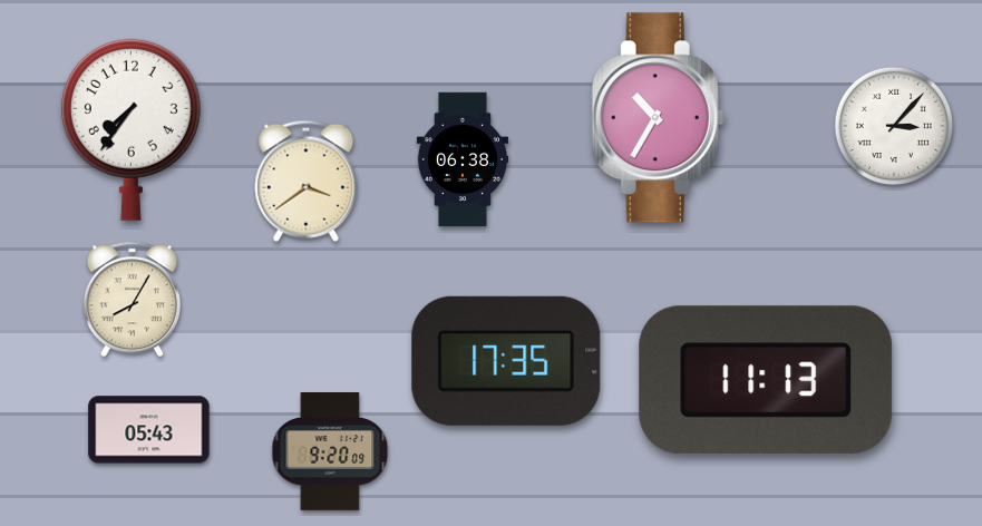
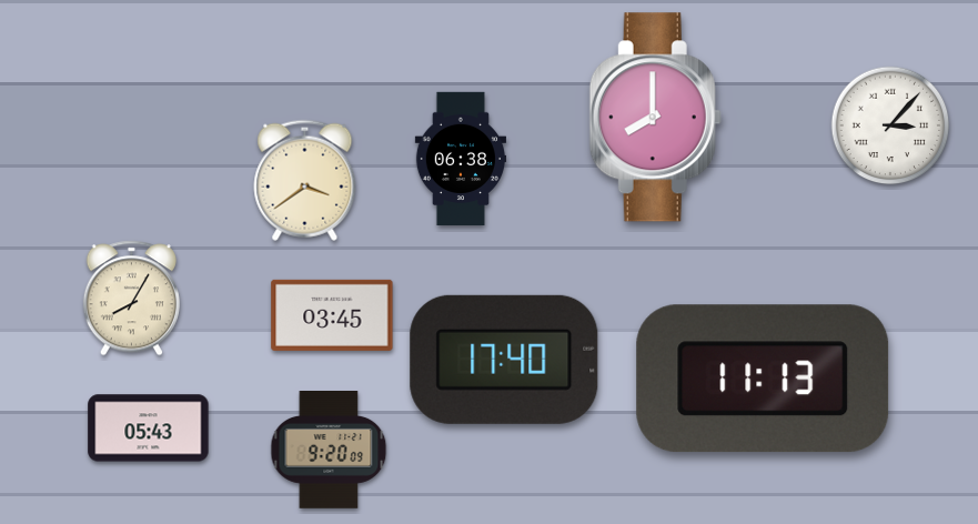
clock at (658, 118): 10:35 -> 8:00
clock at (130, 129): 7:36 -> none
clock at (332, 315): none -> 03:45
clock at (506, 361): 17:35 -> 17:40
